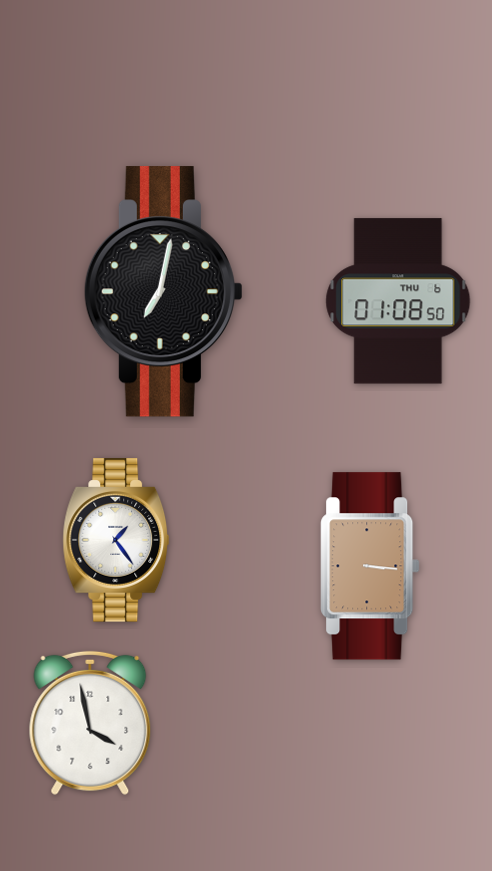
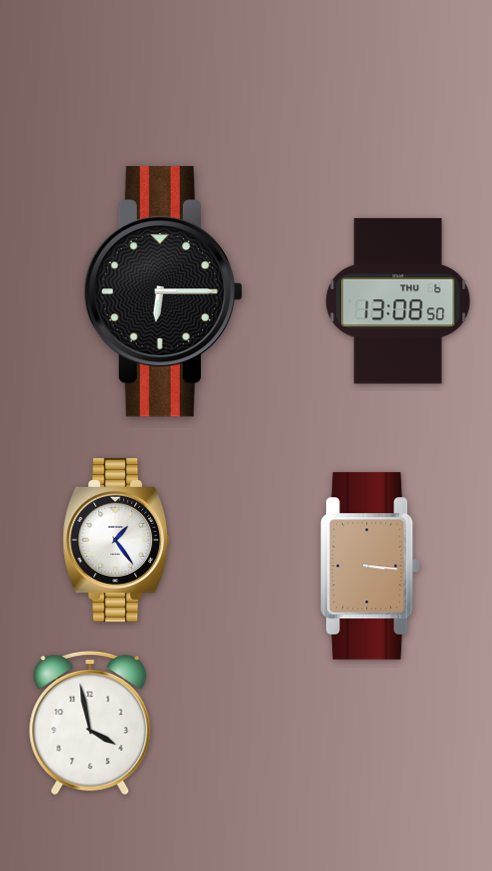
clock at (163, 292): 7:02 -> 6:15
clock at (398, 301): 01:08 -> 13:08
